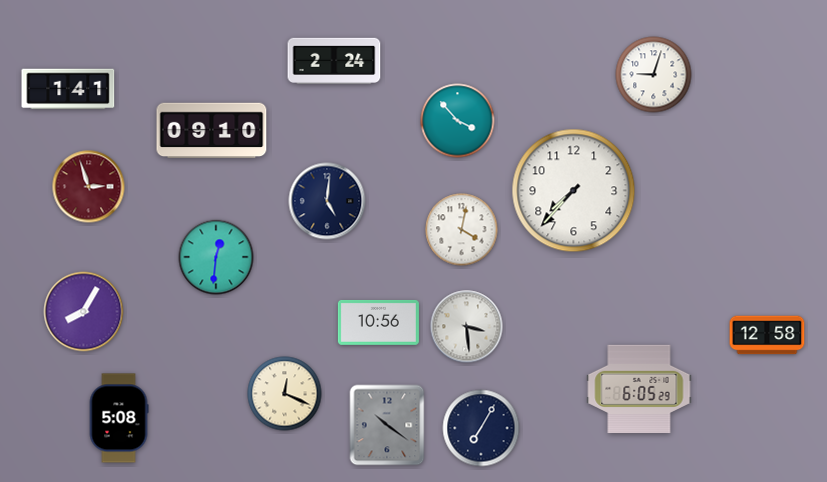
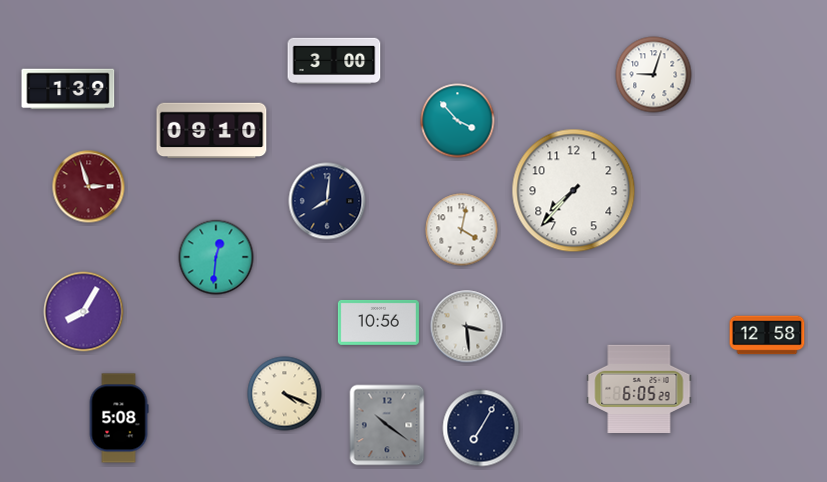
clock at (334, 61): 2:24 -> 3:00
clock at (68, 89): 1:41 -> 1:39
clock at (327, 201): 5:01 -> 8:01
clock at (285, 394): 12:19 -> 4:19
